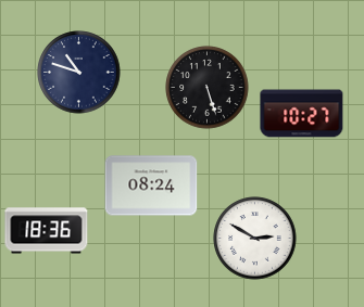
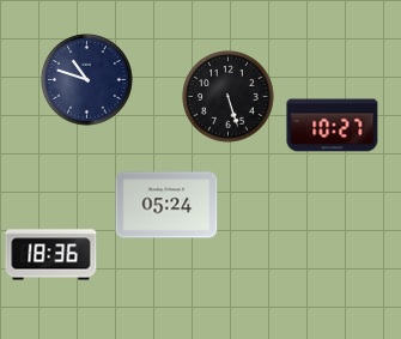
clock at (151, 186): 08:24 -> 05:24
clock at (255, 239): 2:50 -> none
